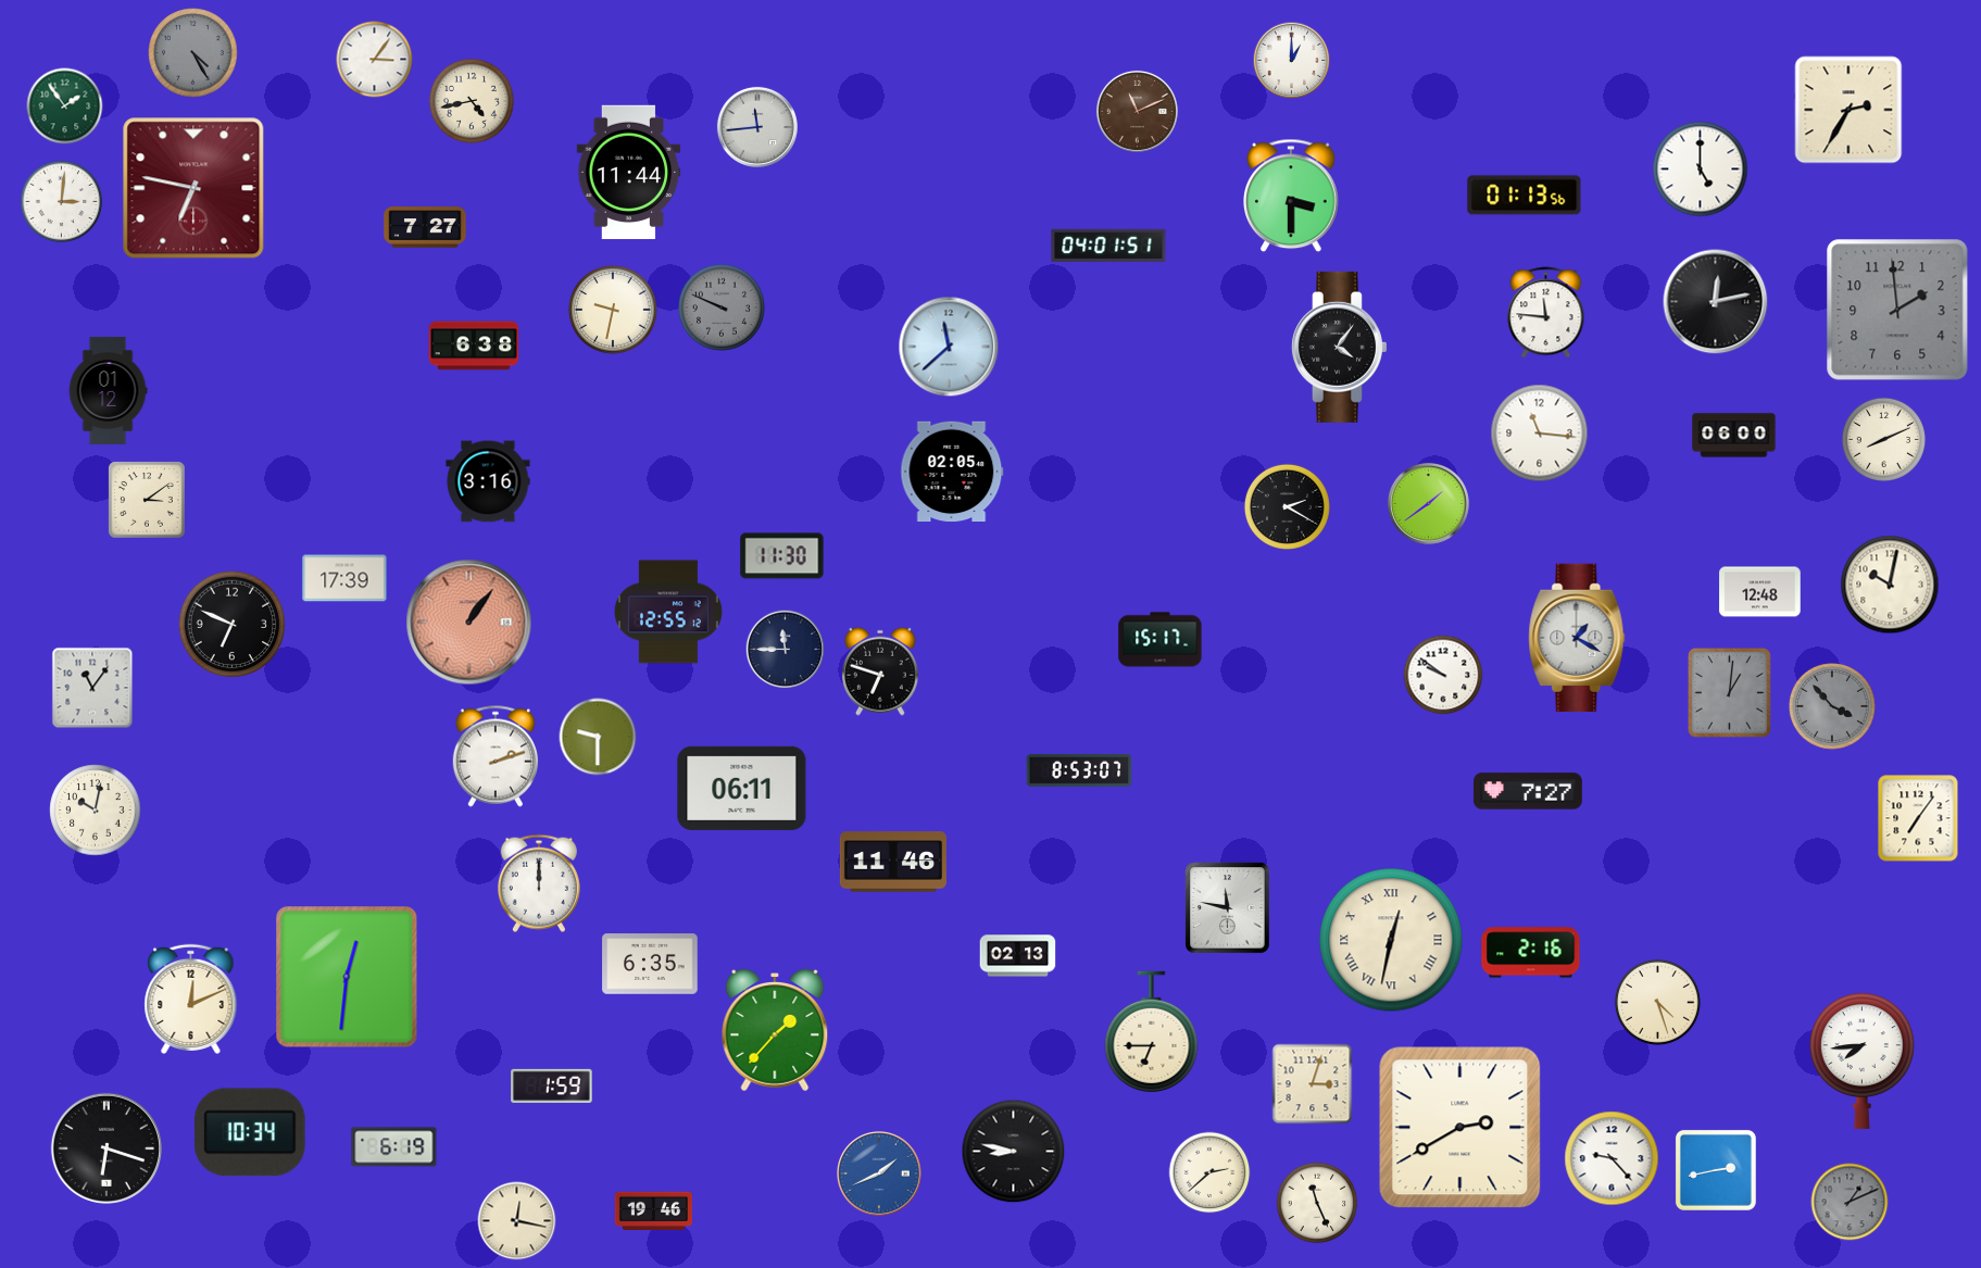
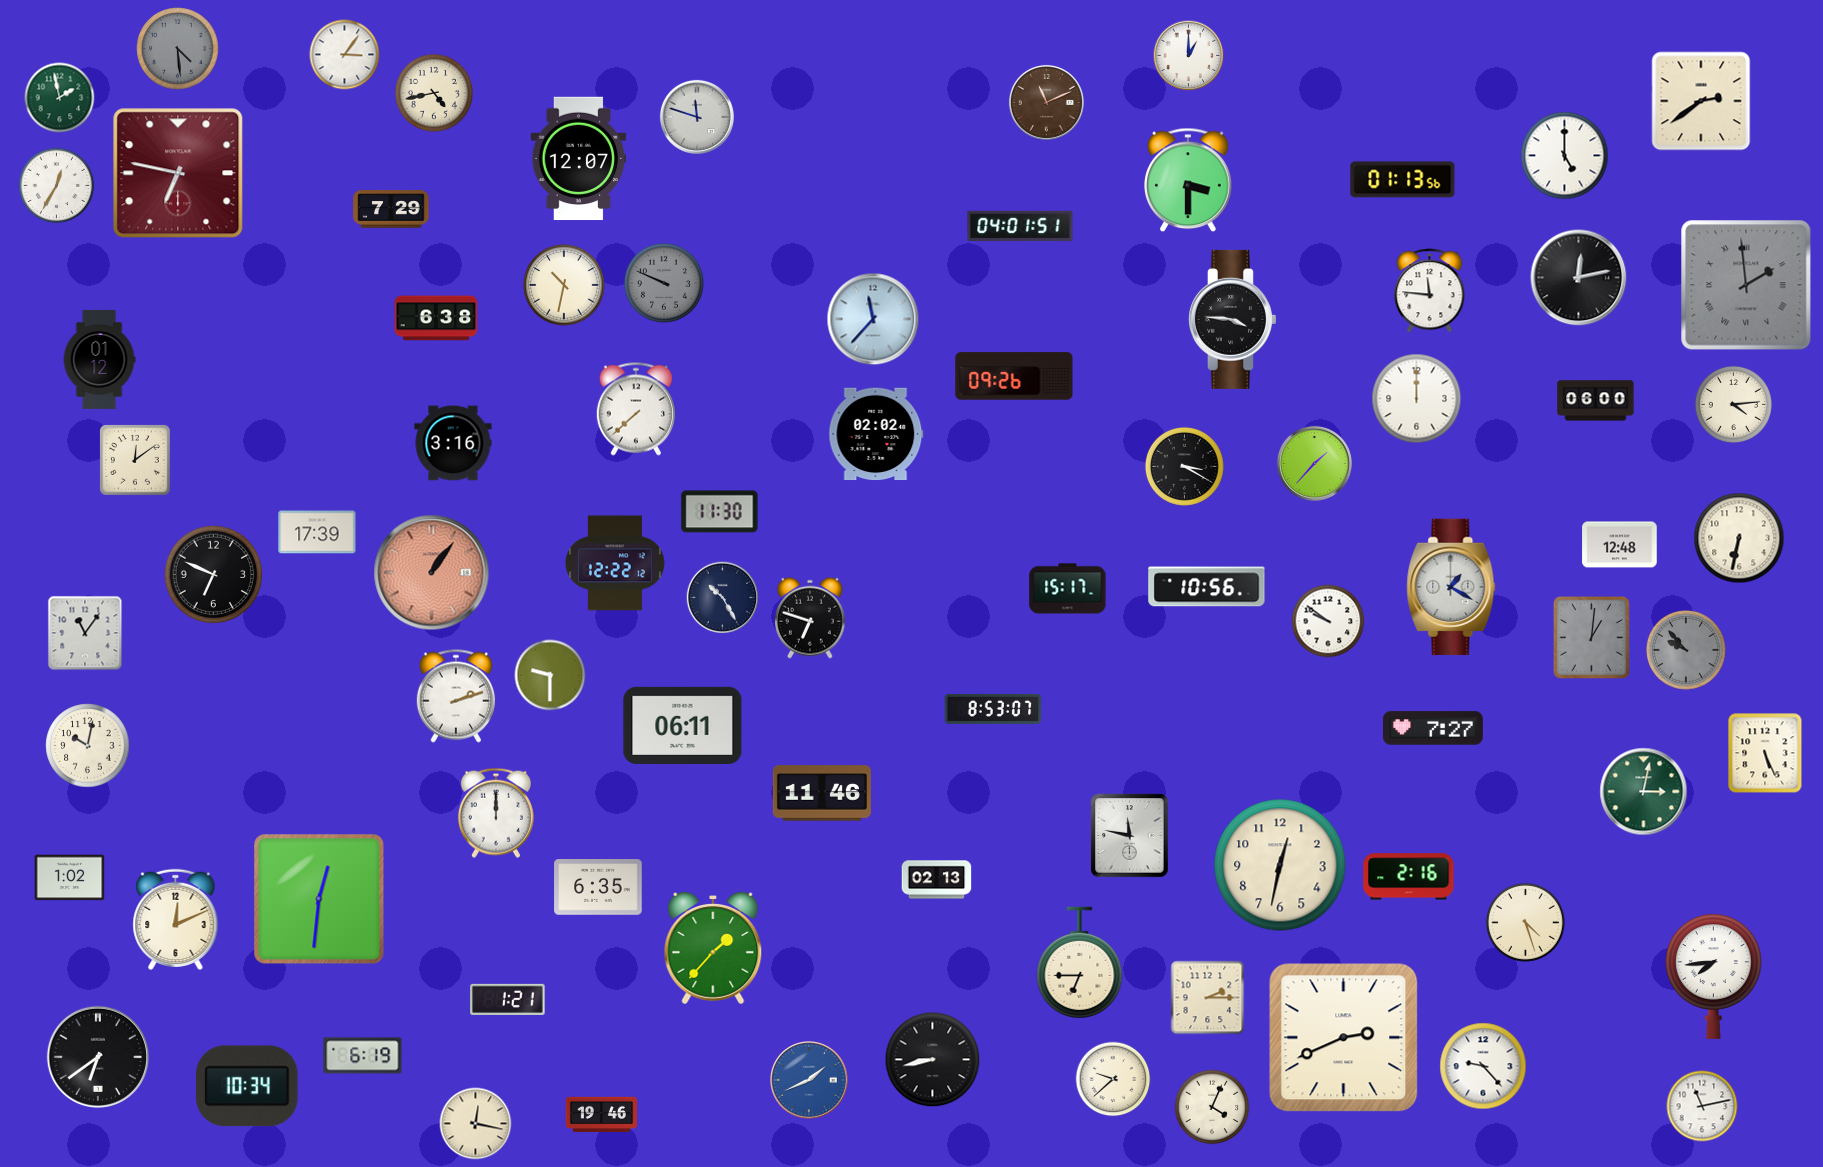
clock at (193, 53): 4:25 -> 4:29
clock at (65, 106): 1:54 -> 1:58
clock at (1848, 110): 2:35 -> 2:39
clock at (757, 127): 11:44 -> 11:48
clock at (629, 173): 11:44 -> 12:07
clock at (62, 202): 3:01 -> 12:35
clock at (425, 227): 7:27 -> 7:29
clock at (613, 310): 9:32 -> 10:32
clock at (1897, 310) numerals: Arabic -> Roman
clock at (1546, 313) position: (1546, 313) -> (1430, 291)
clock at (949, 347): 11:38 -> 11:37
clock at (1340, 347): 4:06 -> 3:46
clock at (1014, 376): none -> 09:26
clock at (1540, 434): 11:16 -> 12:00
clock at (1883, 439): 8:11 -> 4:14
clock at (635, 409): none -> 7:38
clock at (952, 472): 02:05 -> 02:02
clock at (488, 481) position: (488, 481) -> (453, 443)
clock at (148, 501): 3:09 -> 12:09
clock at (1428, 503): 1:39 -> 1:37
clock at (1287, 506): 2:20 -> 3:20
clock at (1890, 585): 10:02 -> 6:32
clock at (668, 612): 12:55 -> 12:22
clock at (1207, 587): none -> 10:56
clock at (786, 650): 11:45 -> 10:25
clock at (1832, 706): 3:53 -> 9:53
clock at (598, 737) position: (598, 737) -> (550, 675)
clock at (1528, 791) position: (1528, 791) -> (1433, 728)
clock at (1918, 818): 7:06 -> 5:26
clock at (1644, 792): none -> 3:02
clock at (1391, 940) numerals: Roman -> Arabic
clock at (70, 878): none -> 1:02
clock at (1152, 1032) position: (1152, 1032) -> (1080, 963)
clock at (1313, 1084): 3:03 -> 2:15
clock at (552, 1085): 1:59 -> 1:21
clock at (1460, 1128): 2:40 -> 2:41
clock at (251, 1132) position: (251, 1132) -> (248, 1086)
clock at (106, 1148): 6:18 -> 6:39
clock at (1014, 1152): 8:47 -> 8:43
clock at (1716, 1170): 2:43 -> none
clock at (1209, 1172): 2:38 -> 9:38
clock at (1850, 1202): 1:11 -> 11:13
clock at (1850, 1202) dial: grey -> white
clock at (1317, 1203): 11:26 -> 4:04
